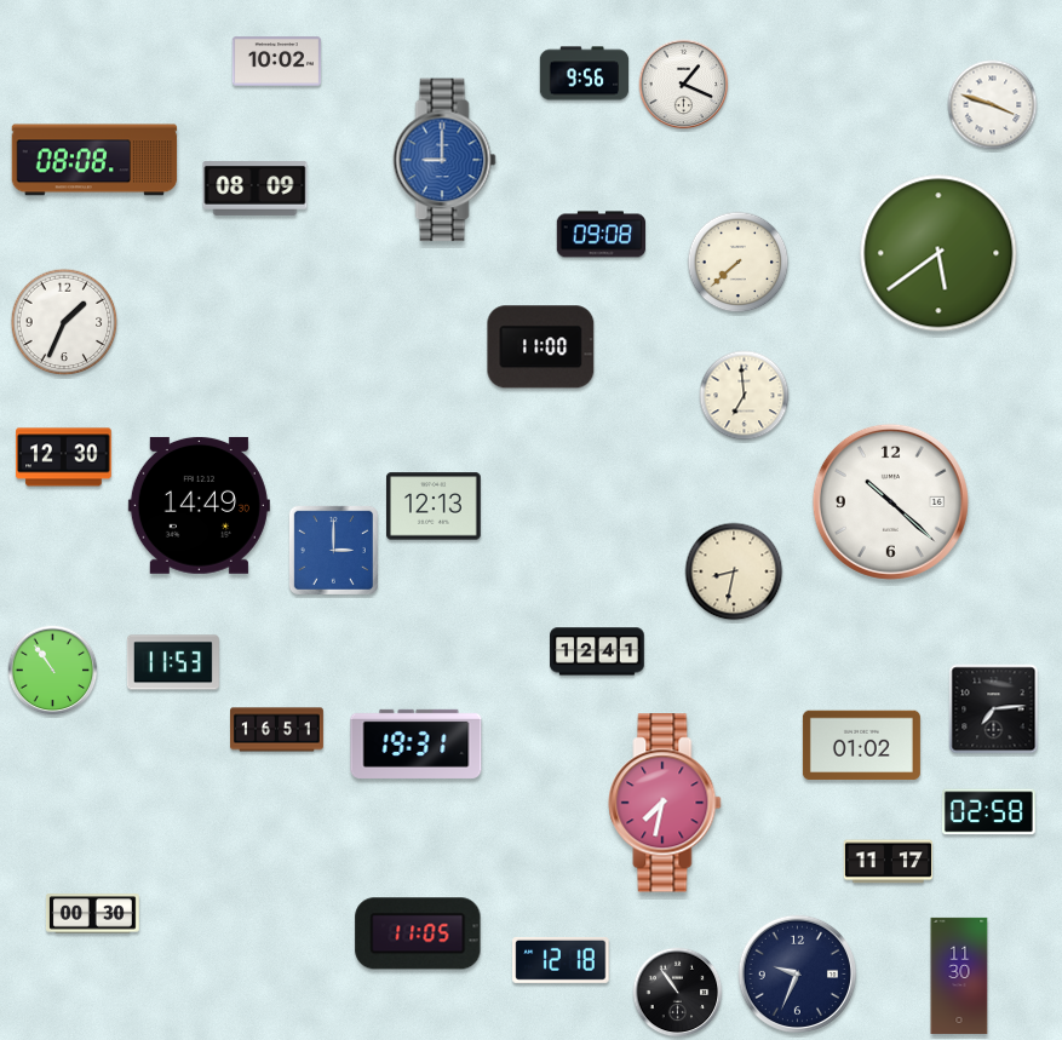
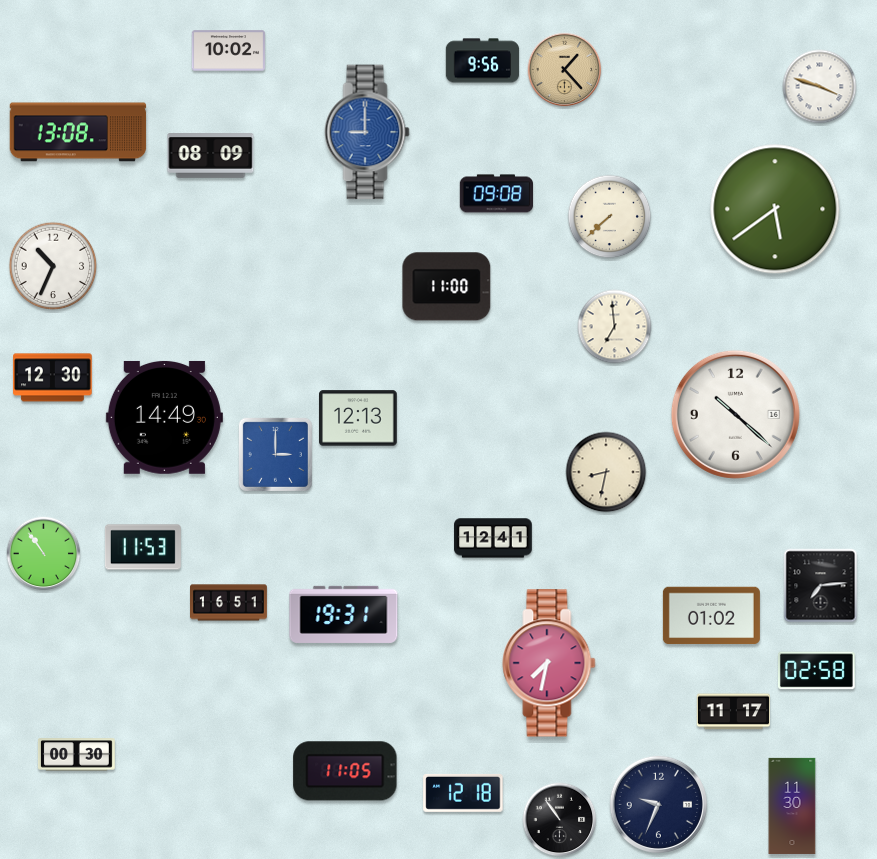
clock at (684, 85): 1:19 -> 1:23
clock at (684, 85) dial: white -> champagne
clock at (94, 160): 08:08 -> 13:08
clock at (64, 322): 1:34 -> 10:34
